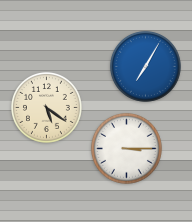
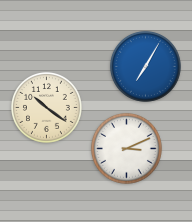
clock at (46, 107): 5:21 -> 10:21
clock at (126, 148): 3:15 -> 3:11
